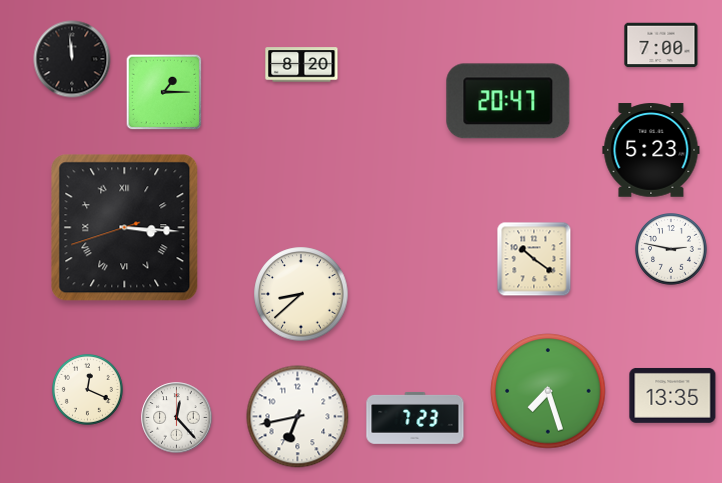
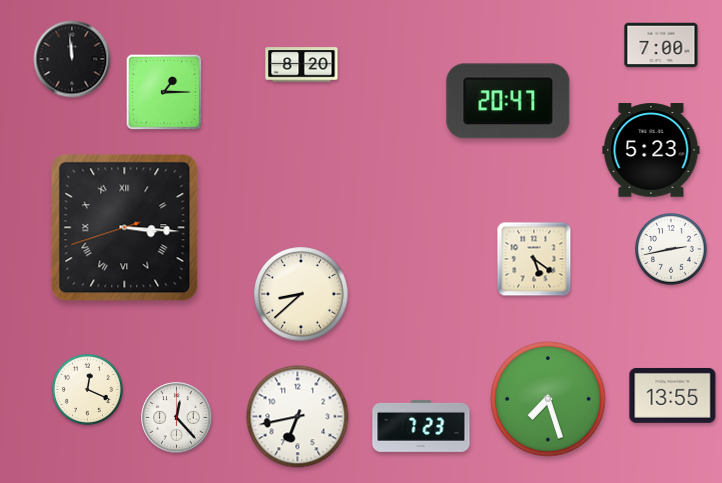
clock at (672, 250): 2:47 -> 2:43
clock at (534, 259): 10:21 -> 5:21
clock at (548, 391) position: (548, 391) -> (548, 399)
clock at (673, 395): 13:35 -> 13:55
clock at (415, 418) position: (415, 418) -> (421, 426)
